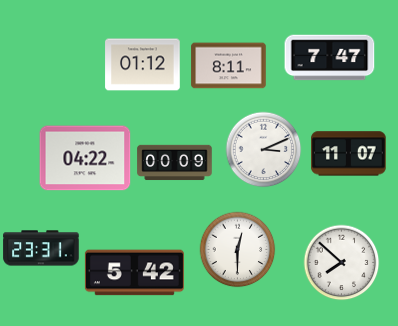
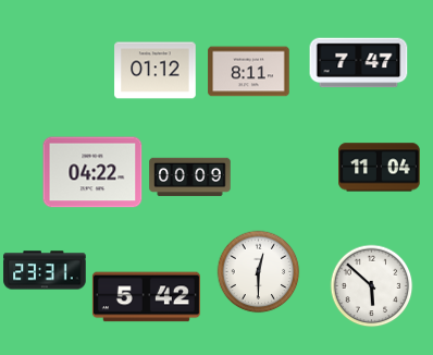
clock at (264, 150): 3:11 -> none
clock at (349, 154): 11:07 -> 11:04
clock at (342, 263): 7:52 -> 5:52
